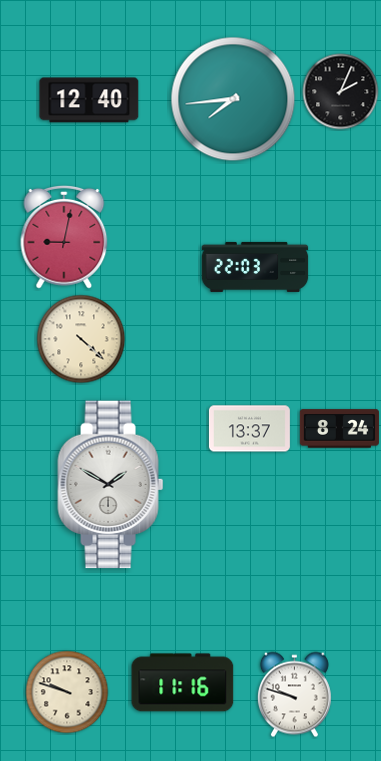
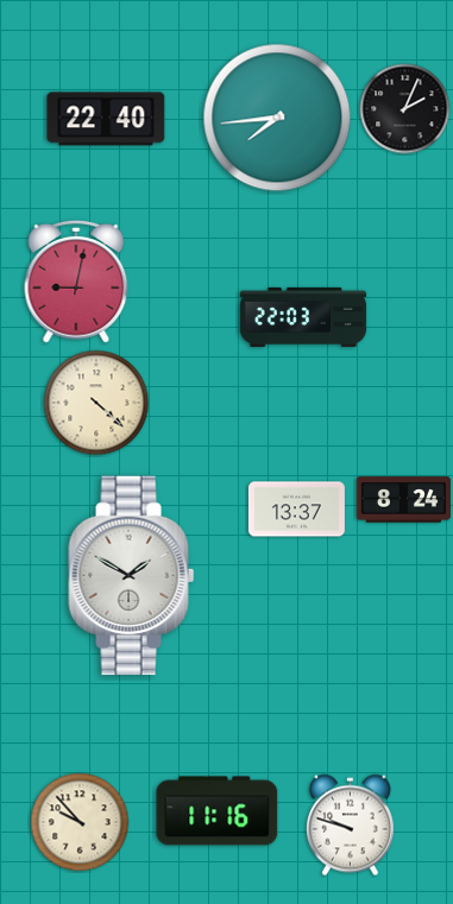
clock at (89, 100): 12:40 -> 22:40
clock at (339, 429) position: (339, 429) -> (403, 500)
clock at (67, 692): 9:48 -> 9:53
